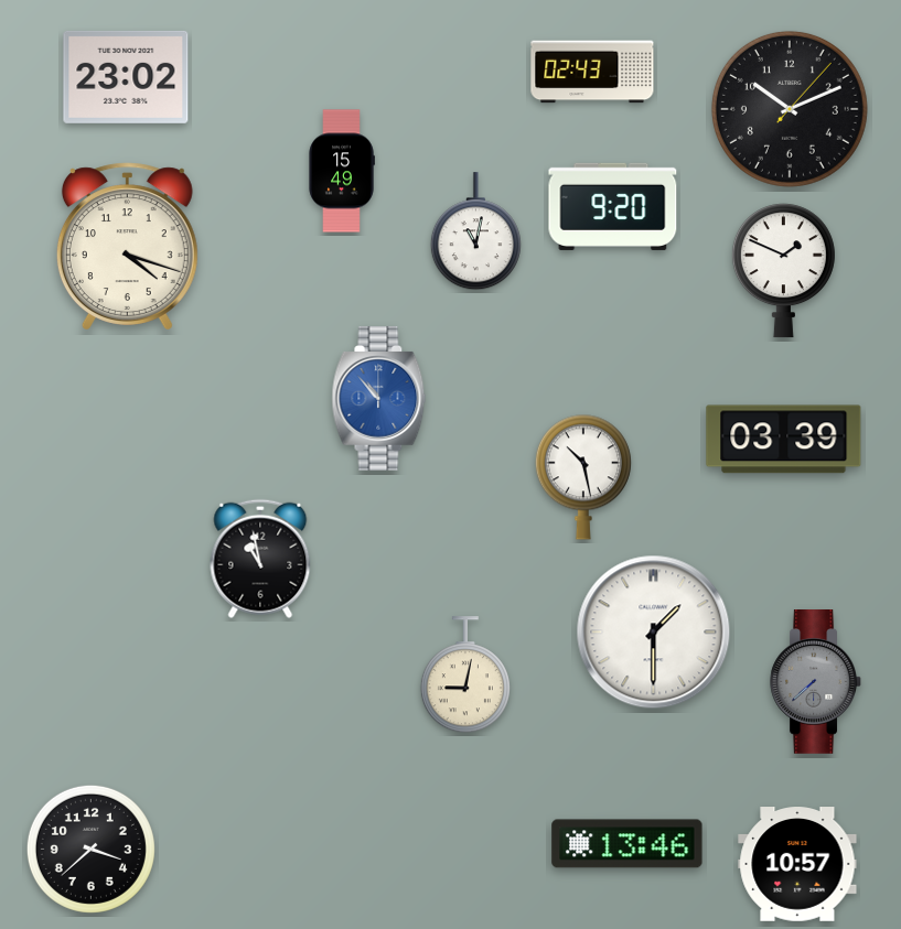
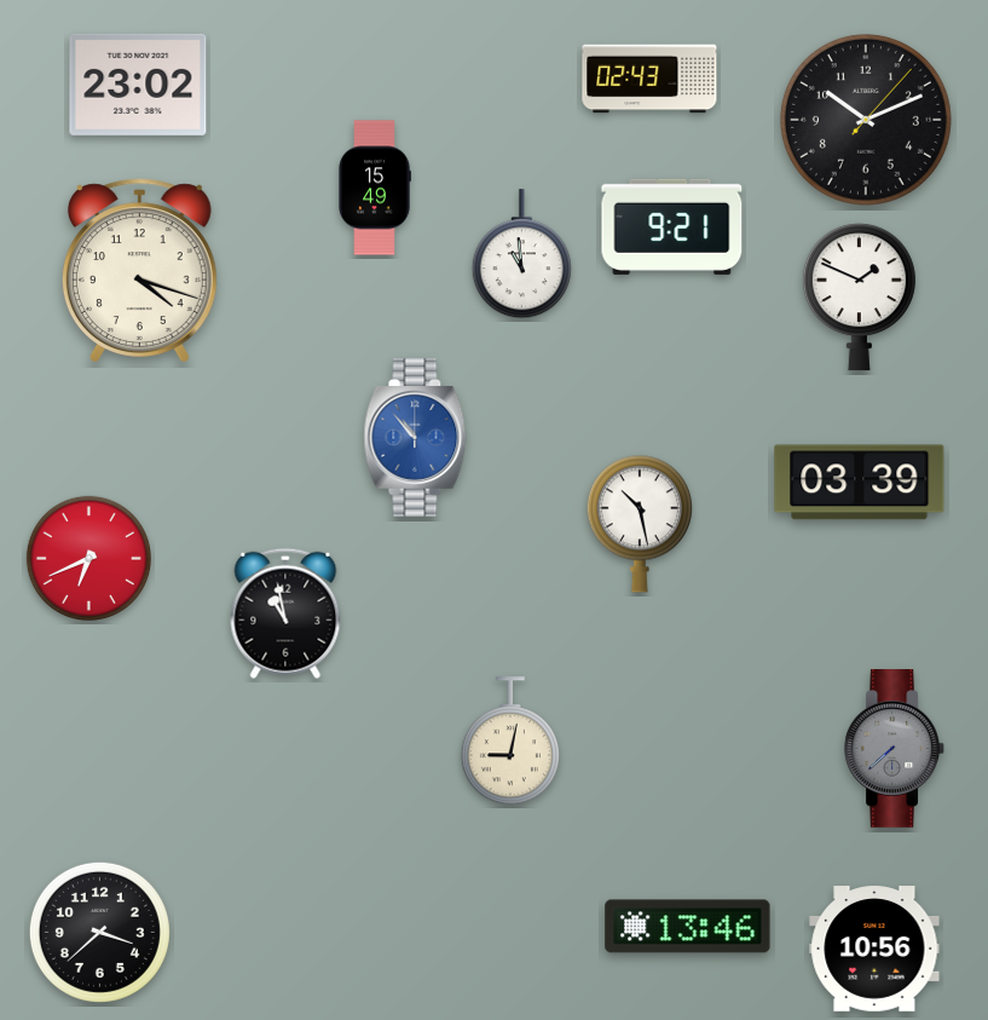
clock at (613, 206): 9:20 -> 9:21
clock at (475, 231): 11:02 -> 10:59
clock at (88, 558): none -> 6:41
clock at (654, 633): 1:30 -> none
clock at (797, 864): 10:57 -> 10:56
